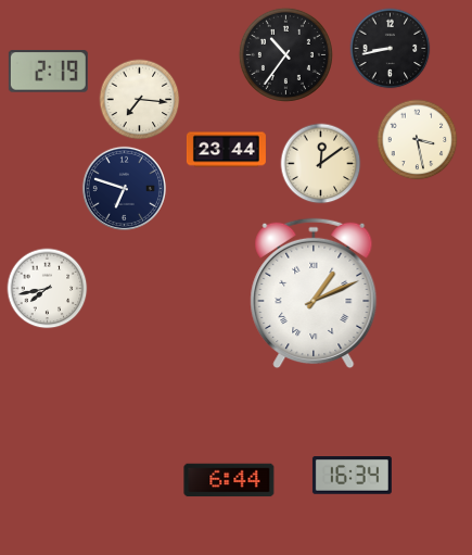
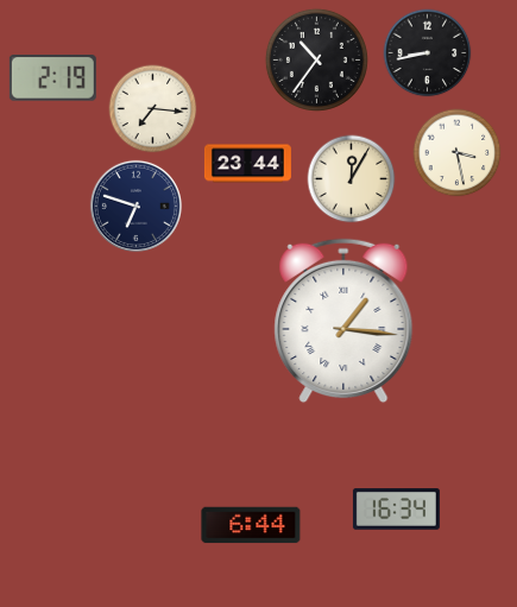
clock at (285, 54) position: (285, 54) -> (316, 59)
clock at (321, 164): 12:09 -> 12:05
clock at (48, 289): 7:43 -> none
clock at (314, 293): 1:11 -> 1:16
clock at (352, 476) position: (352, 476) -> (396, 510)
